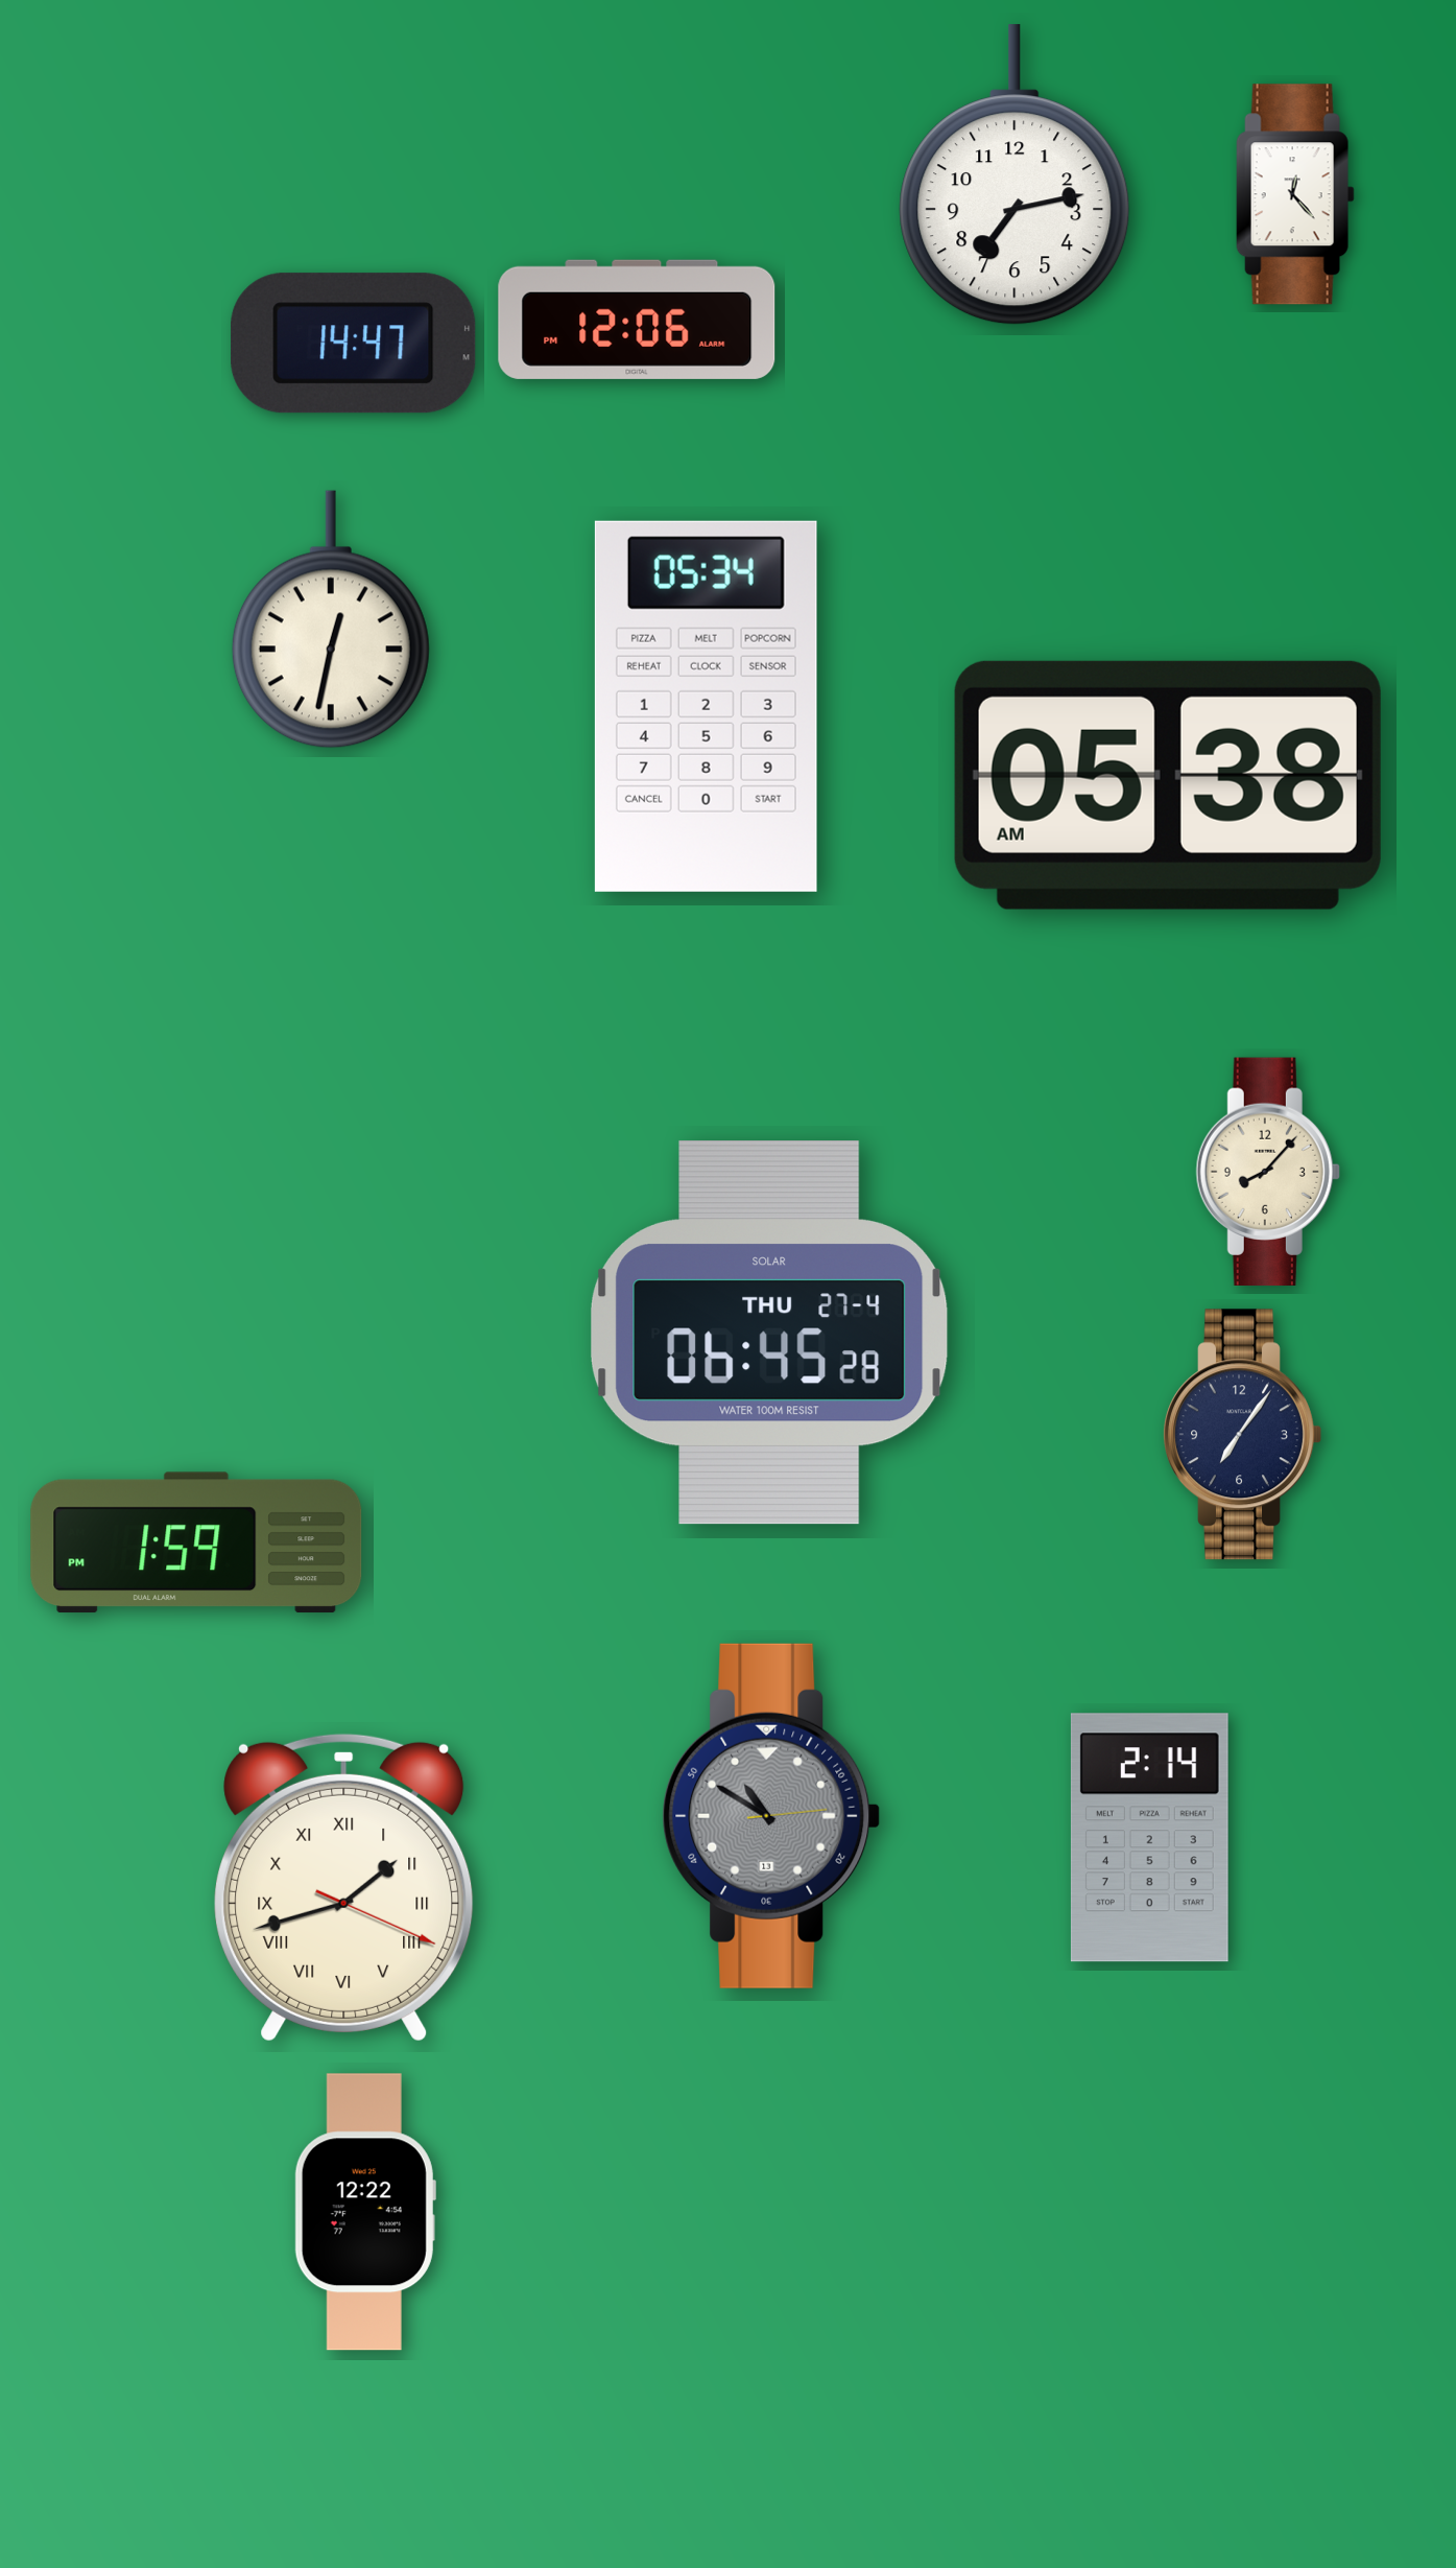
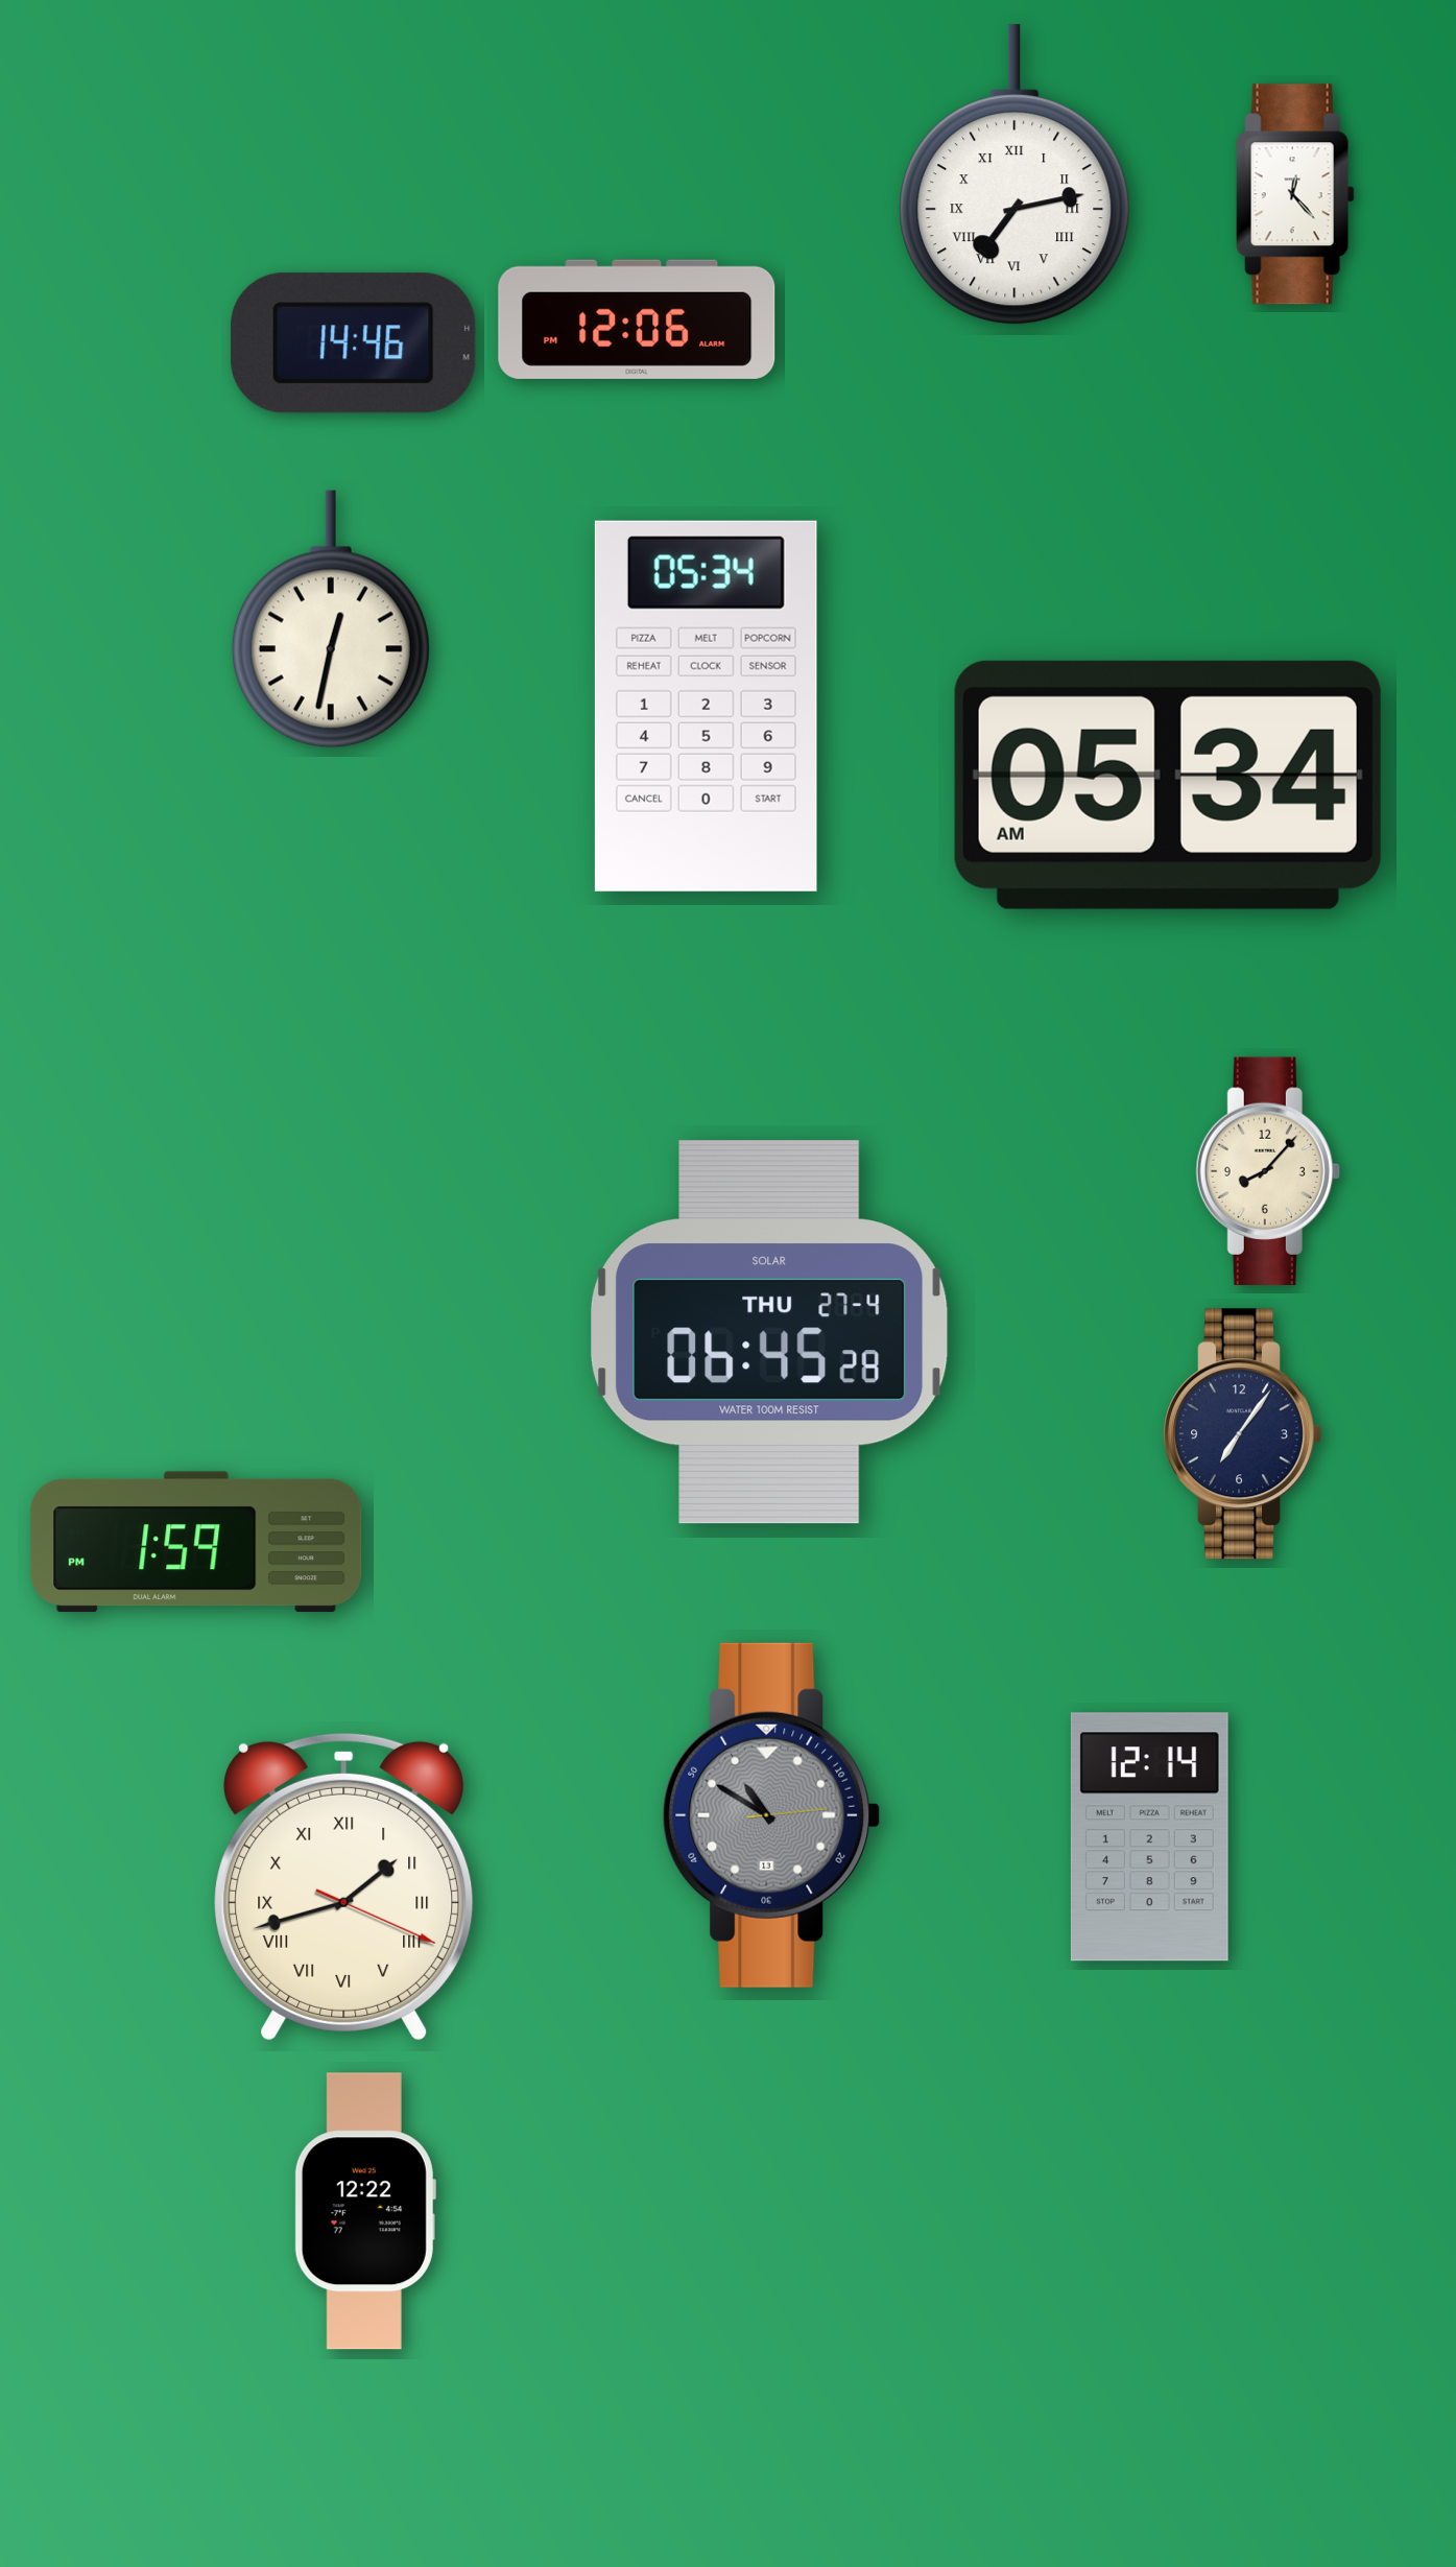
clock at (1015, 175) numerals: Arabic -> Roman
clock at (354, 344): 14:47 -> 14:46
clock at (1168, 785): 05:38 -> 05:34
clock at (1149, 1838): 2:14 -> 12:14
